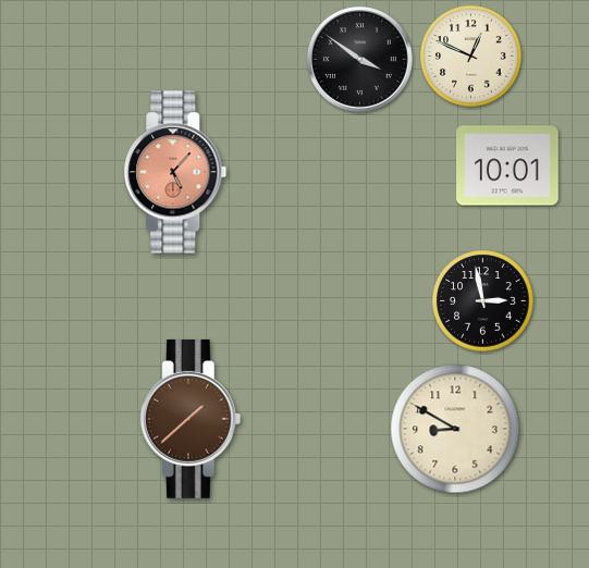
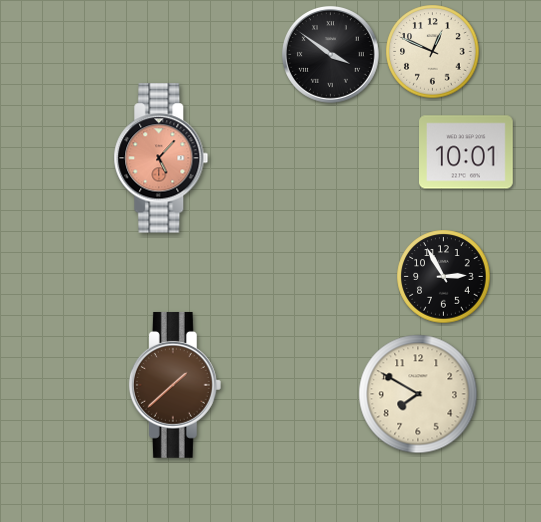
clock at (483, 301): 2:58 -> 2:55
clock at (455, 429): 8:50 -> 7:50
